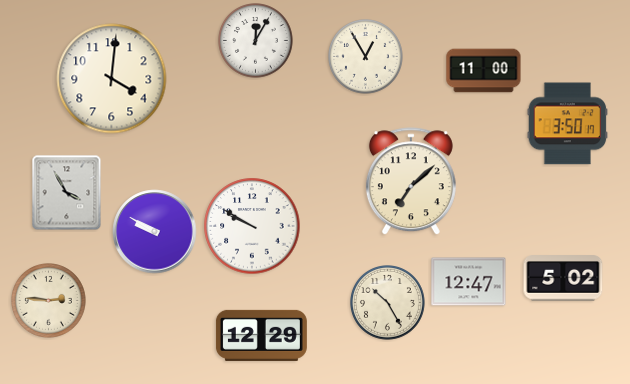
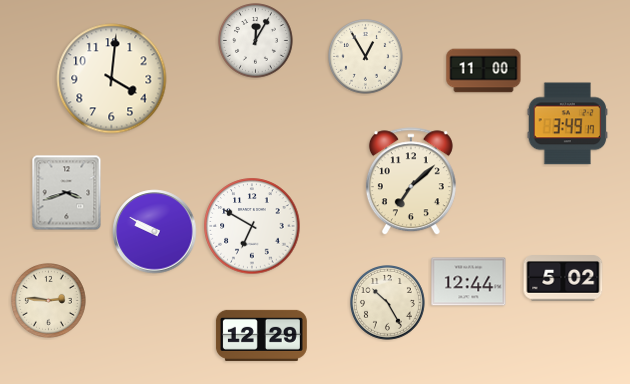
clock at (568, 124): 3:50 -> 3:49
clock at (67, 193): 3:55 -> 3:42
clock at (252, 226): 9:50 -> 6:50
clock at (469, 282): 12:47 -> 12:44
